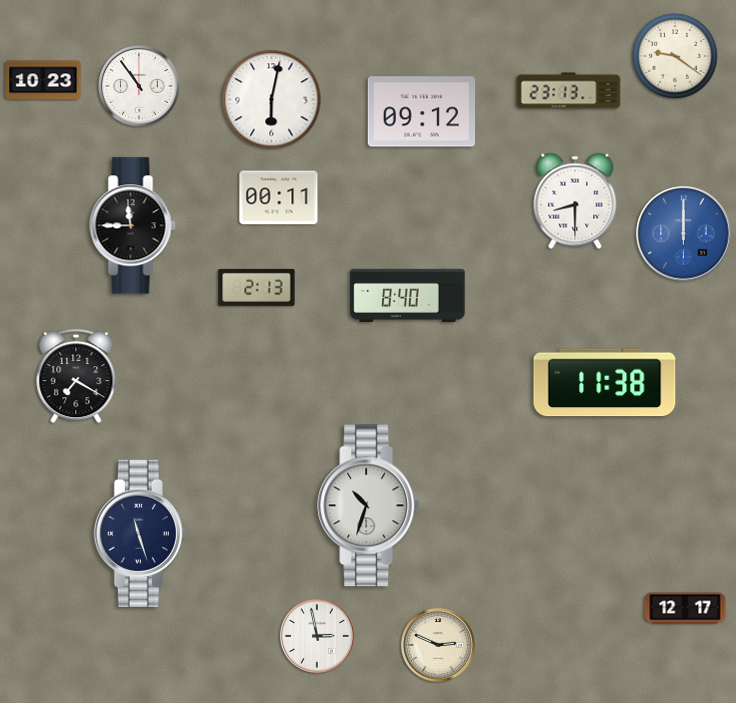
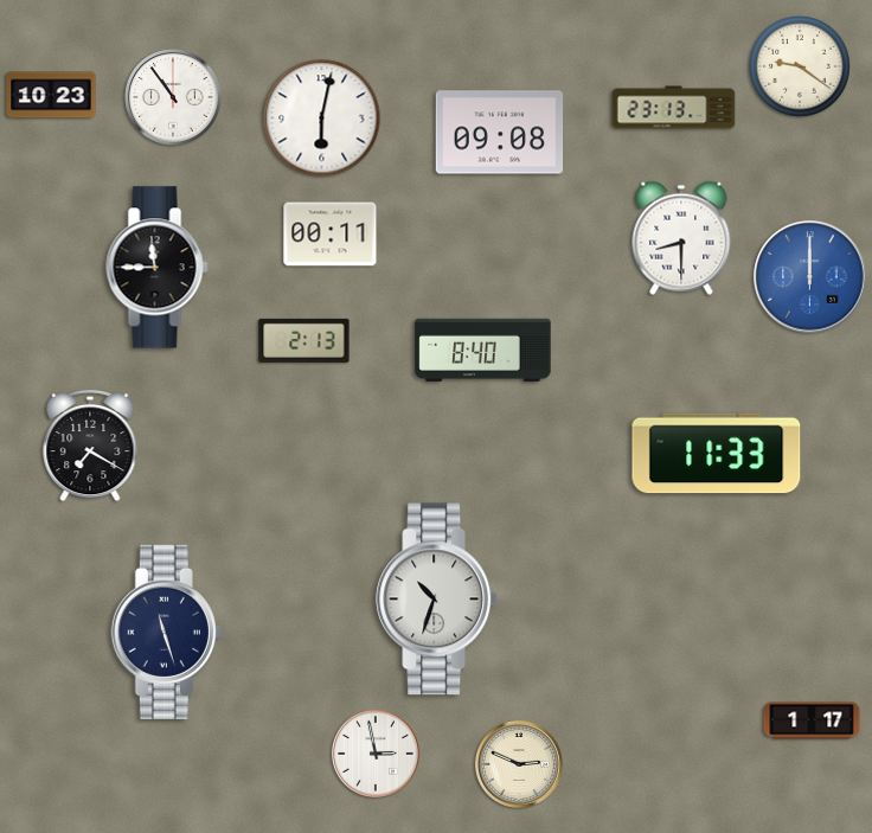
clock at (139, 86) position: (139, 86) -> (173, 97)
clock at (422, 112): 09:12 -> 09:08
clock at (605, 383): 11:38 -> 11:33
clock at (685, 608): 12:17 -> 1:17
